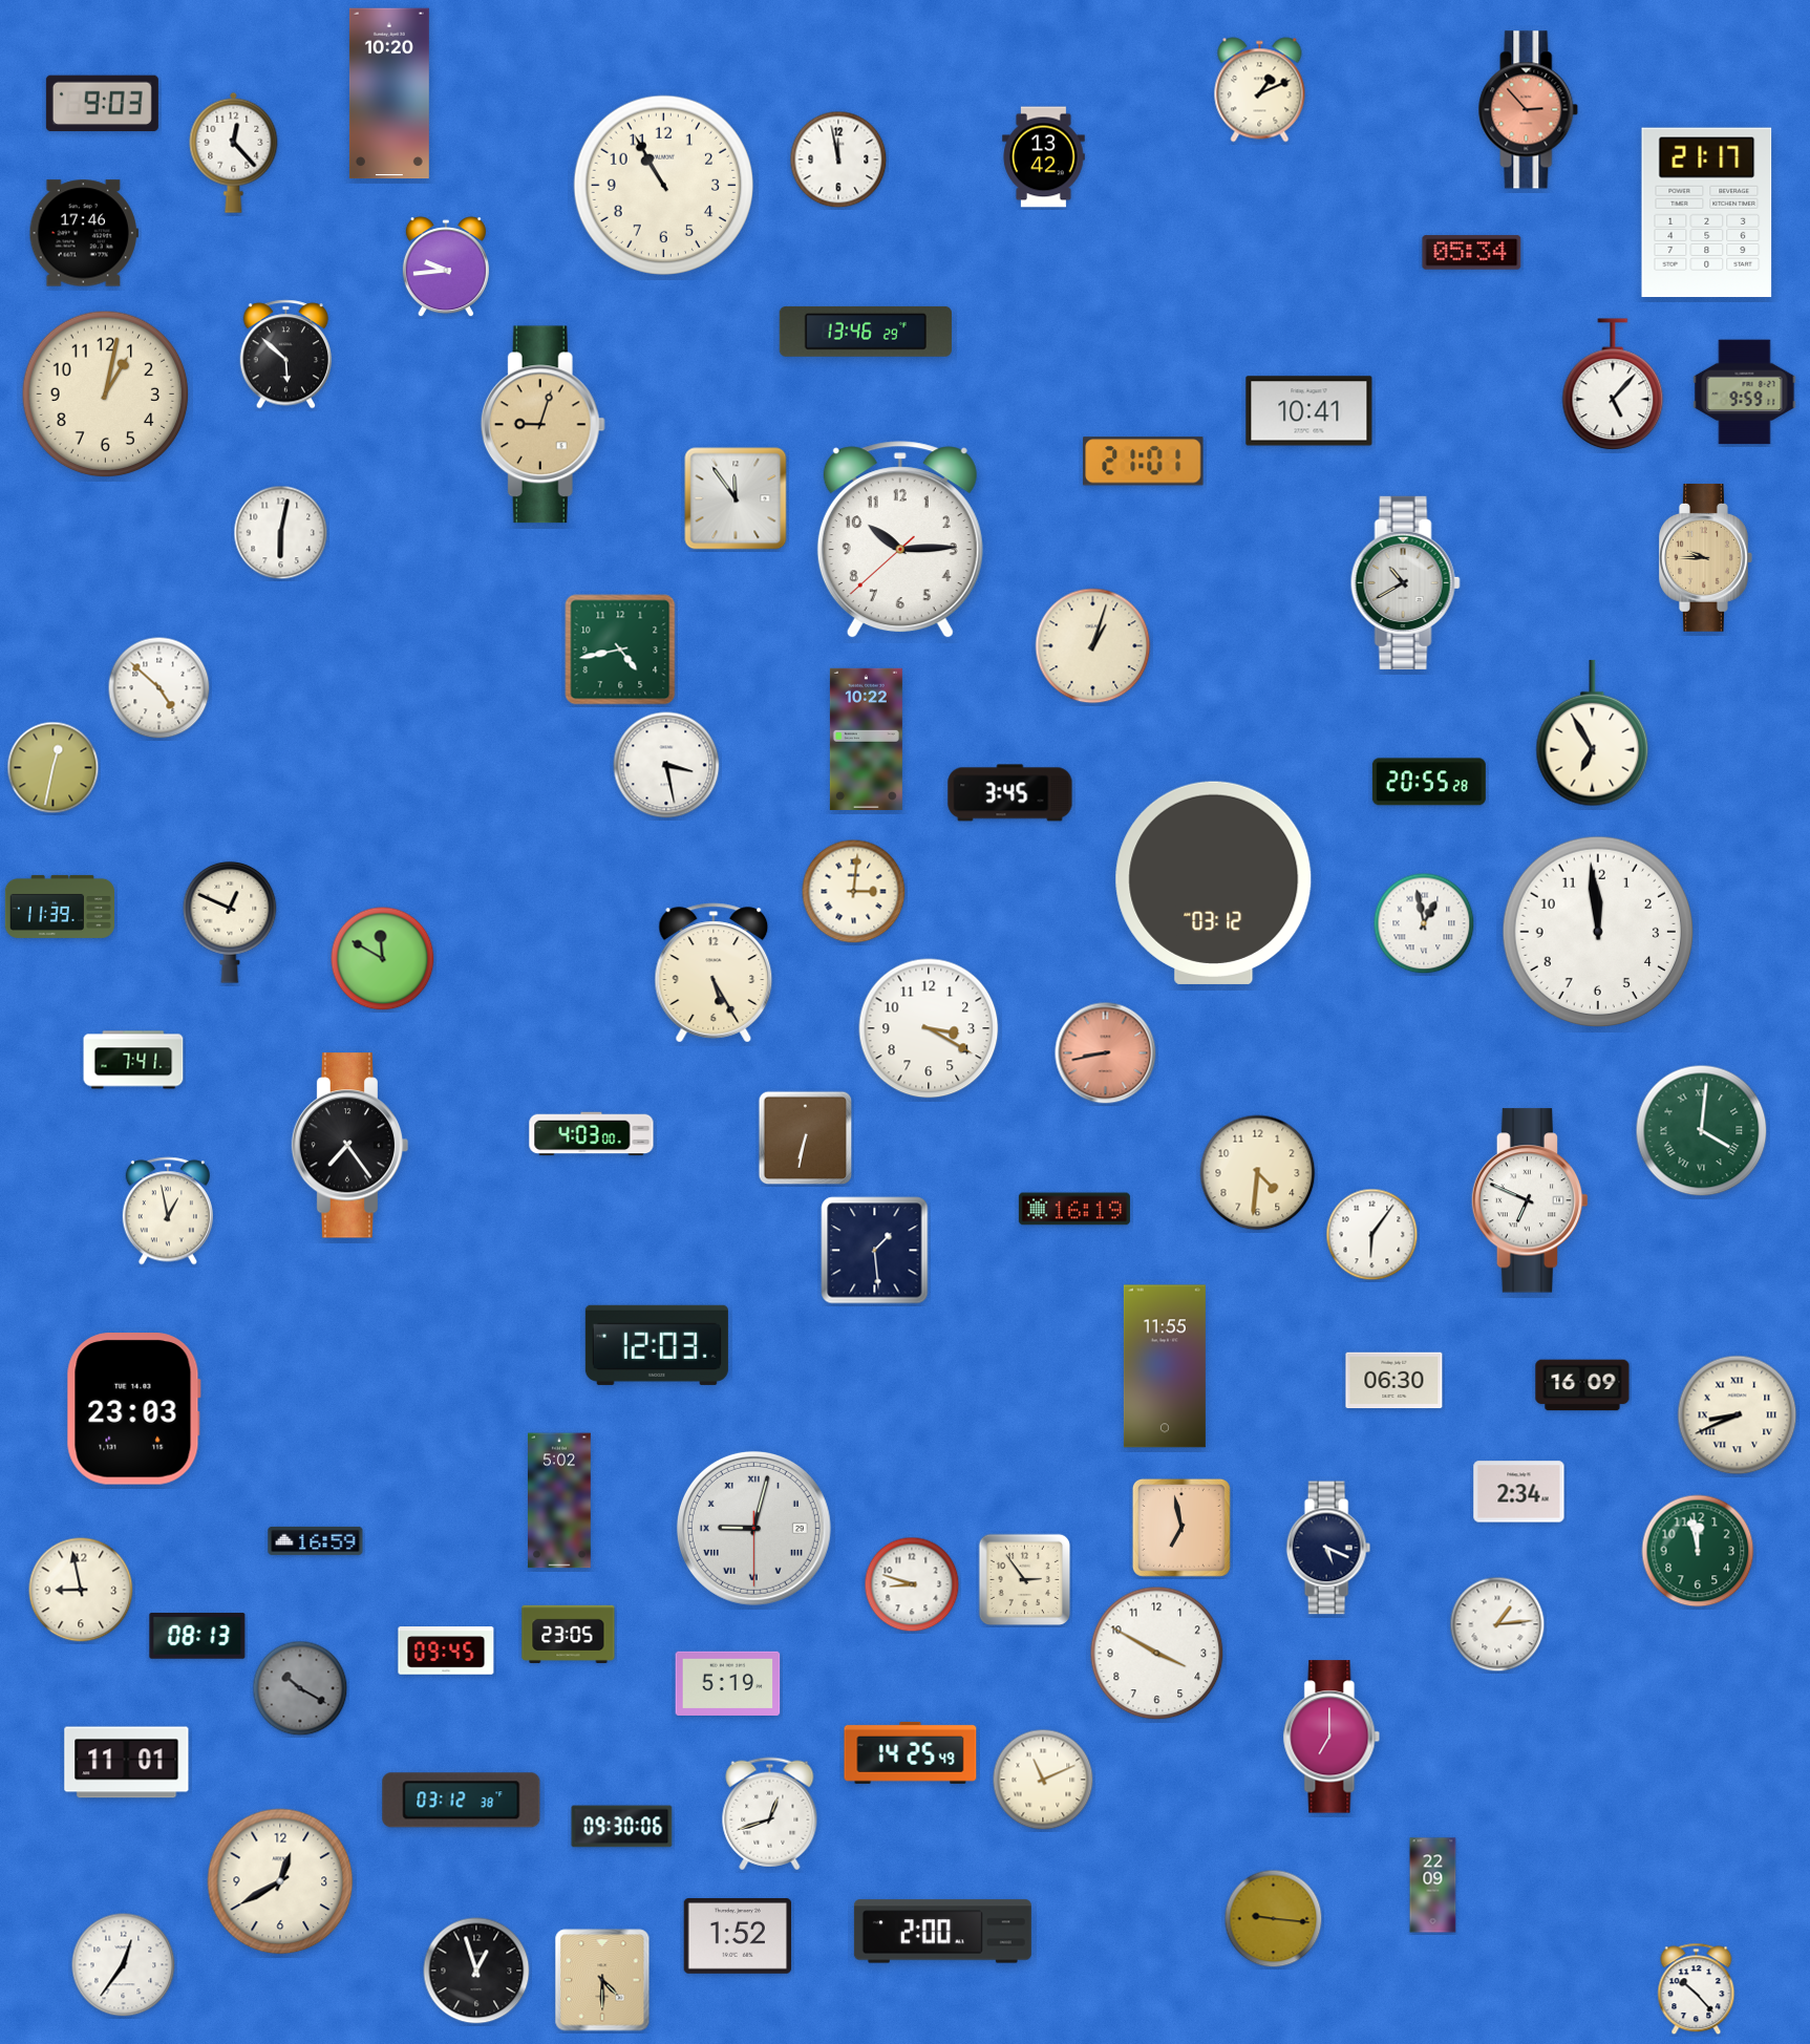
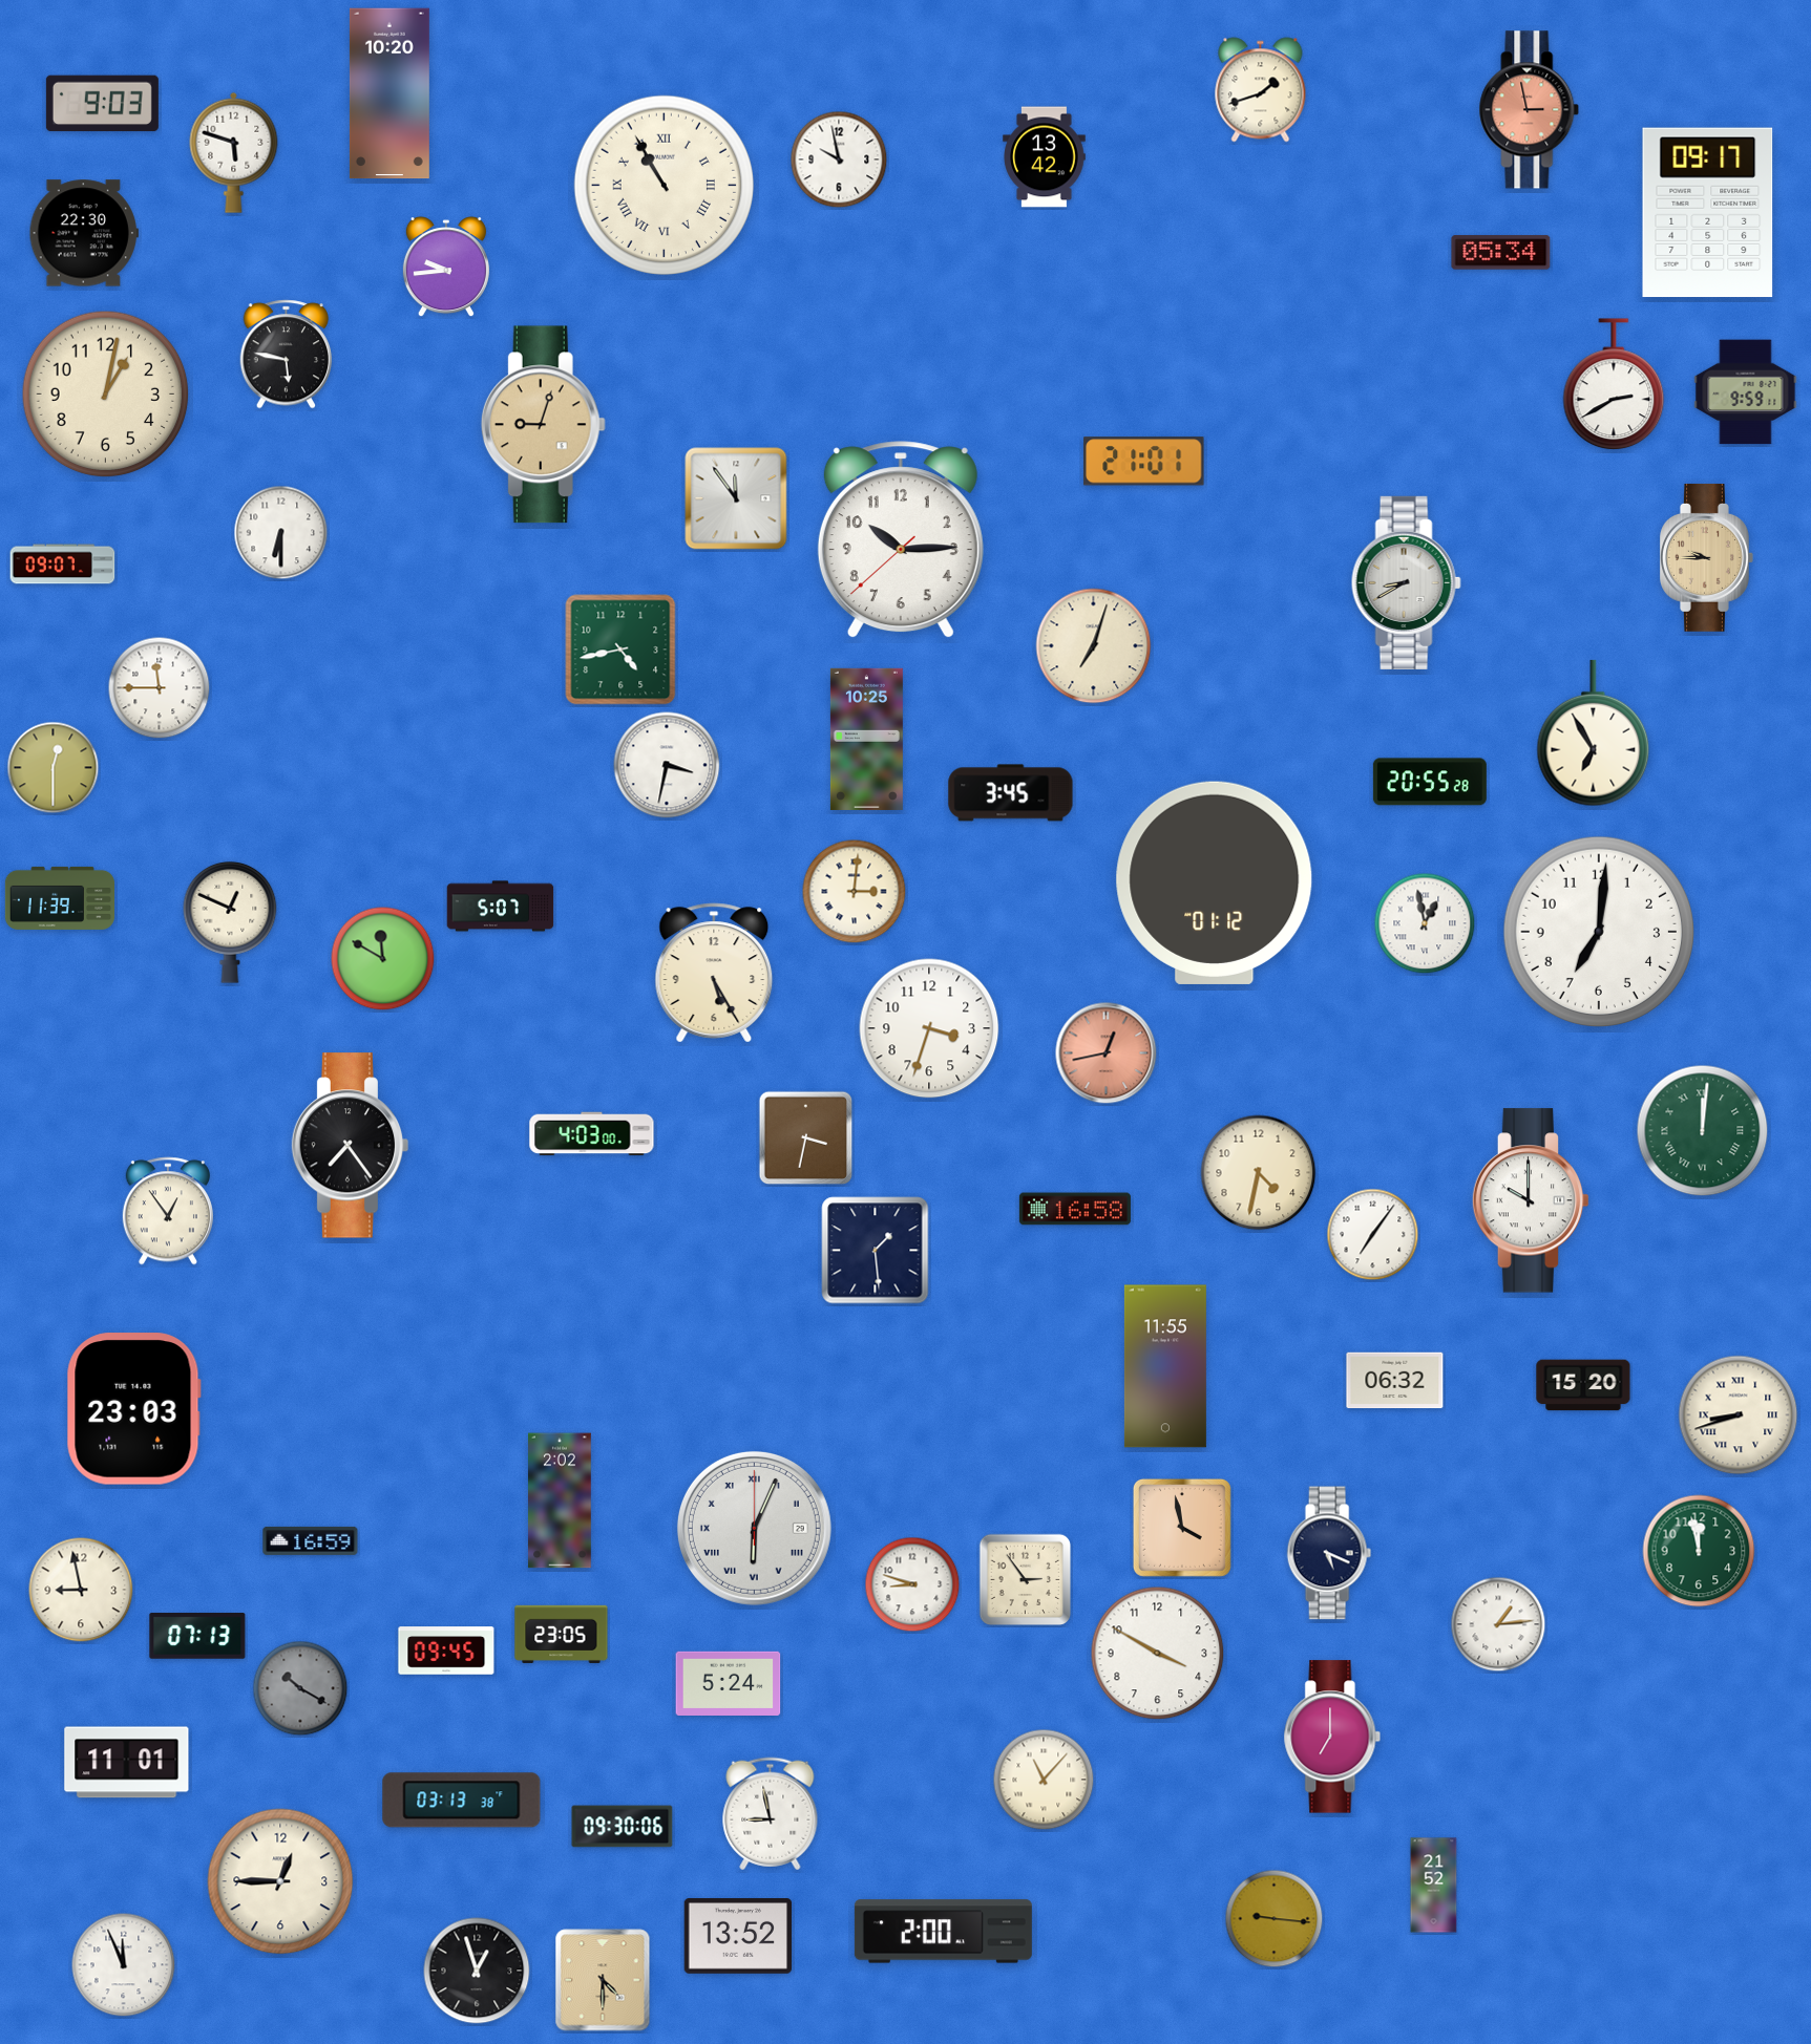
clock at (1260, 90): 1:11 -> 1:42
clock at (1529, 110): 2:53 -> 2:58
clock at (234, 152): 12:23 -> 5:48
clock at (838, 159): 11:58 -> 9:58
clock at (664, 186) numerals: Arabic -> Roman
clock at (1707, 213): 21:17 -> 09:17
clock at (84, 233): 17:46 -> 22:30
clock at (1472, 253) position: (1472, 253) -> (1501, 253)
clock at (866, 332): 13:46 -> none
clock at (286, 355): 5:52 -> 5:47
clock at (1613, 385): 5:07 -> 2:40
clock at (1309, 411): 10:41 -> none
clock at (281, 533): 6:02 -> 6:30
clock at (63, 565): none -> 09:07
clock at (1405, 582): 10:40 -> 8:40
clock at (1093, 646): 1:03 -> 7:03
clock at (159, 688): 4:52 -> 11:45
clock at (866, 739): 10:22 -> 10:25
clock at (666, 765): 3:28 -> 3:32
clock at (54, 768): 12:32 -> 12:30
clock at (1214, 882): 03:12 -> 01:12
clock at (59, 907) position: (59, 907) -> (59, 898)
clock at (501, 907): none -> 5:07
clock at (1597, 931): 11:59 -> 7:01
clock at (929, 1028): 3:20 -> 3:33
clock at (1106, 1053): 8:43 -> 12:43
clock at (133, 1060): 7:41 -> none
clock at (1702, 1131): 4:01 -> 12:01
clock at (806, 1138): 6:32 -> 3:32
clock at (1258, 1173): 4:31 -> 4:32
clock at (1530, 1200): 6:49 -> 10:00
clock at (1074, 1209): 16:19 -> 16:58
clock at (168, 1211): 12:58 -> 12:54
clock at (1372, 1235): 6:06 -> 7:06
clock at (657, 1345): 12:03 -> none
clock at (1394, 1381): 06:30 -> 06:32
clock at (1582, 1385): 16:09 -> 15:20
clock at (1738, 1415): 8:41 -> 8:42
clock at (1519, 1492): 2:34 -> none
clock at (560, 1500): 5:02 -> 2:02
clock at (753, 1528): 9:02 -> 6:04
clock at (1181, 1528): 6:58 -> 3:58
clock at (316, 1540) position: (316, 1540) -> (311, 1540)
clock at (1328, 1548) position: (1328, 1548) -> (1329, 1553)
clock at (569, 1634) position: (569, 1634) -> (562, 1634)
clock at (197, 1637): 08:13 -> 07:13
clock at (728, 1683): 5:19 -> 5:24
clock at (911, 1752): 14:25 -> none
clock at (1043, 1780): 11:11 -> 11:07
clock at (462, 1801): 03:12 -> 03:13
clock at (770, 1814): 12:42 -> 8:58
clock at (280, 1881): 12:40 -> 12:45
clock at (1433, 1886): 22:09 -> 21:52
clock at (738, 1937): 1:52 -> 13:52
clock at (124, 1965): 12:36 -> 11:56
clock at (1697, 1989): 10:23 -> none
